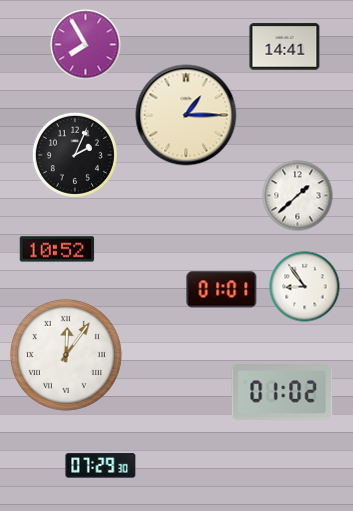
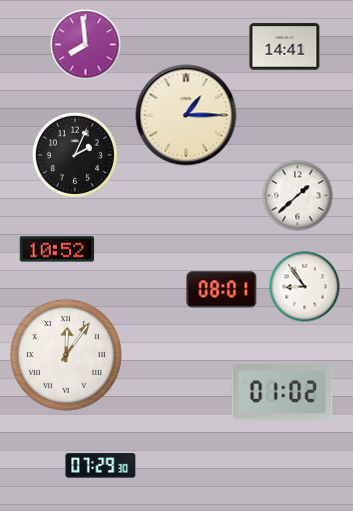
clock at (86, 45): 7:55 -> 7:59
clock at (222, 290): 01:01 -> 08:01
